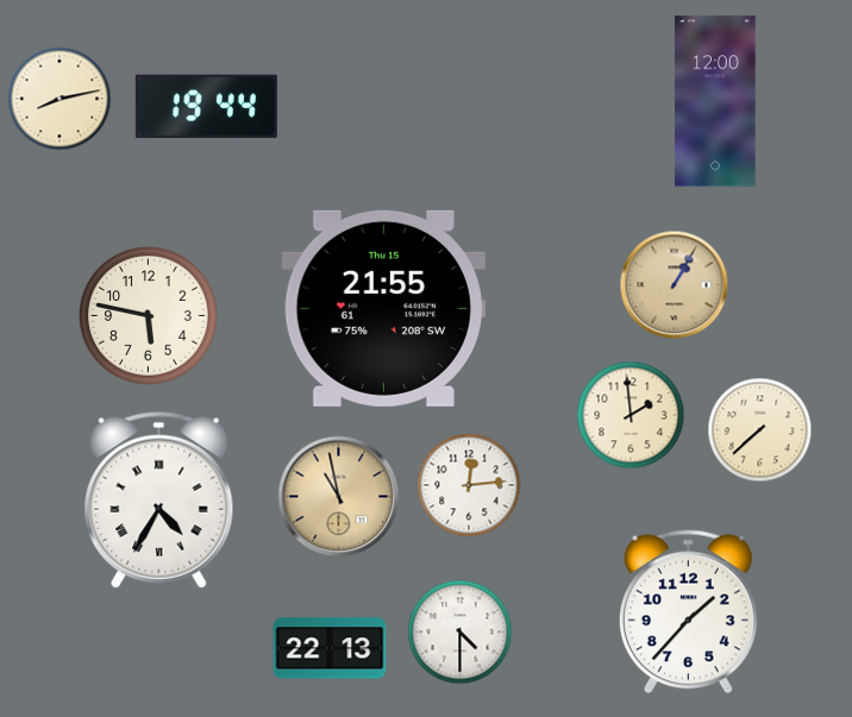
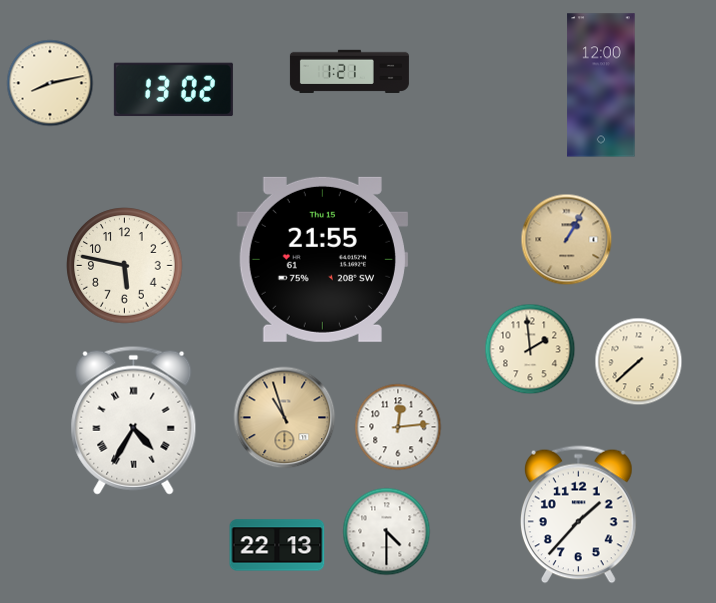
clock at (349, 71): none -> 1:21
clock at (206, 107): 19:44 -> 13:02
clock at (469, 485) position: (469, 485) -> (398, 427)
clock at (339, 497): 10:58 -> 10:57
